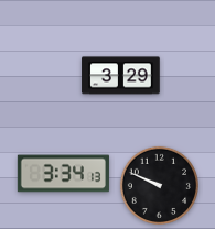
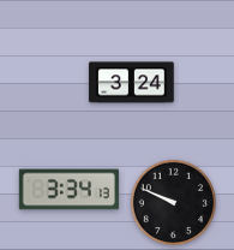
clock at (121, 76): 3:29 -> 3:24
